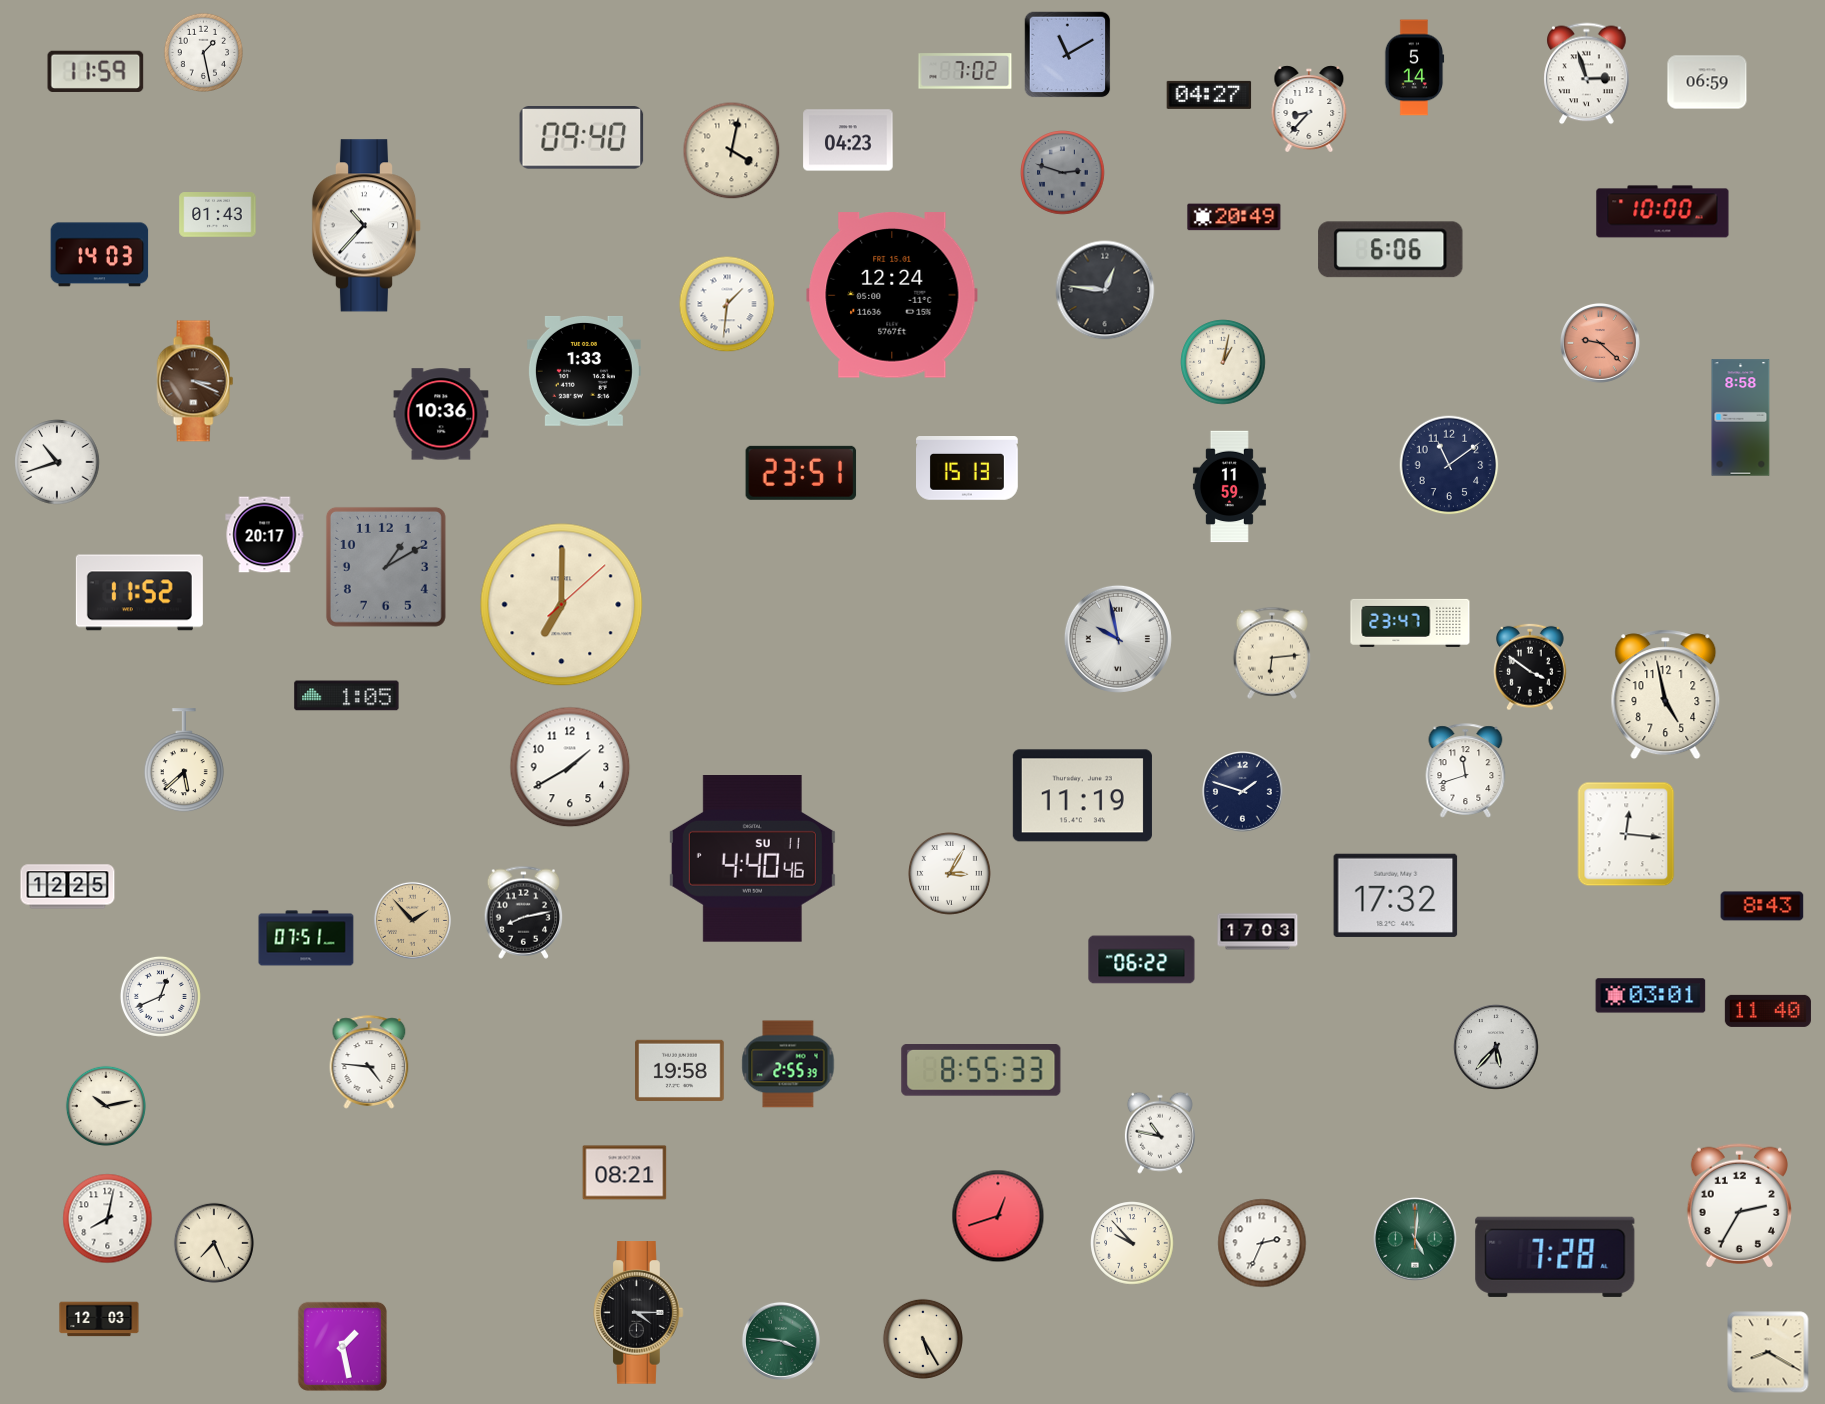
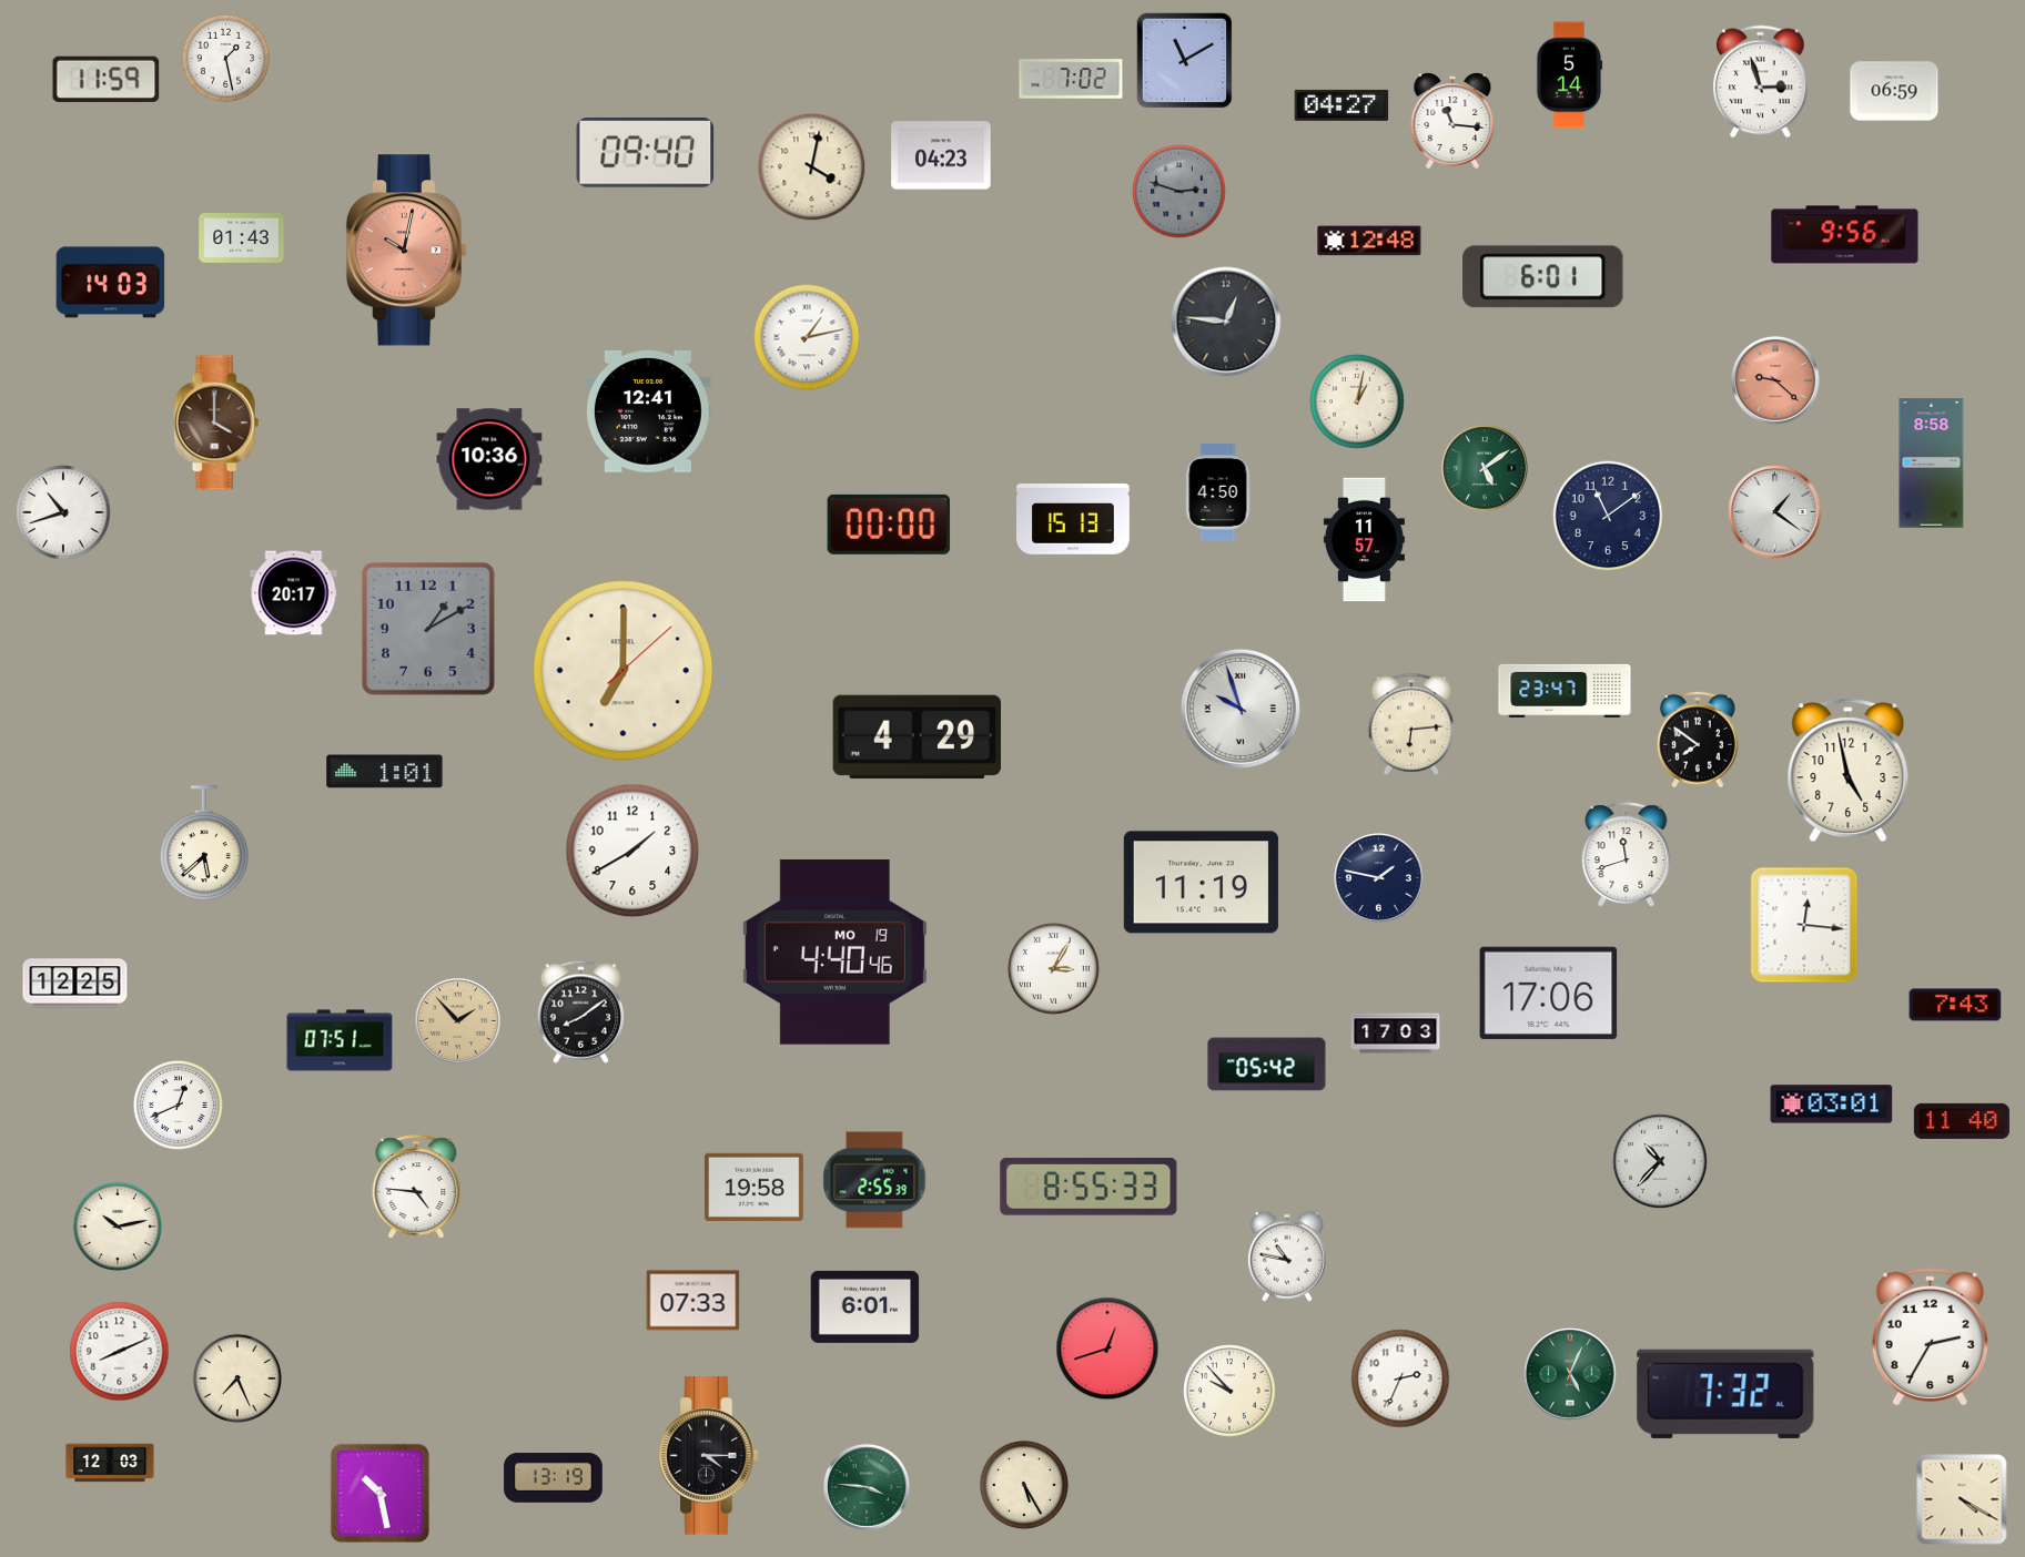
clock at (1309, 109): 8:37 -> 11:16
clock at (1663, 212): 10:00 -> 9:56
clock at (1234, 217): 20:49 -> 12:48
clock at (367, 226): 10:37 -> 10:02
clock at (367, 226) dial: white -> salmon
clock at (1391, 250): 6:06 -> 6:01
clock at (892, 295): 12:24 -> none
clock at (727, 304): 1:31 -> 1:13
clock at (584, 371): 1:33 -> 12:41
clock at (195, 381): 3:19 -> 4:00
clock at (1485, 468): none -> 5:09
clock at (1218, 492): none -> 4:50
clock at (1775, 512): none -> 1:21
clock at (801, 473): 23:51 -> 00:00
clock at (1229, 487): 11:59 -> 11:57
clock at (139, 593): 11:52 -> none
clock at (1118, 639): 9:58 -> 9:57
clock at (917, 736): none -> 4:29
clock at (1531, 667): 3:51 -> 7:51
clock at (347, 696): 1:05 -> 1:01
clock at (1243, 792): 1:48 -> 1:47
clock at (752, 859) date: SU 11 -> MO 19
clock at (1396, 895): 17:32 -> 17:06
clock at (1762, 906): 8:43 -> 7:43
clock at (524, 912): 8:13 -> 8:09
clock at (1142, 960): 06:22 -> 05:42
clock at (1496, 1047): 5:37 -> 10:37
clock at (369, 1062) position: (369, 1062) -> (416, 1187)
clock at (625, 1173): 08:21 -> 07:33
clock at (865, 1306): none -> 6:01
clock at (108, 1219): 8:02 -> 8:11
clock at (1415, 1239): 5:01 -> 5:04
clock at (1132, 1243) position: (1132, 1243) -> (1229, 1391)
clock at (1555, 1257): 7:28 -> 7:32
clock at (554, 1478): none -> 13:19
clock at (342, 1346): 1:28 -> 10:28
clock at (1768, 1352): 8:20 -> 4:20
